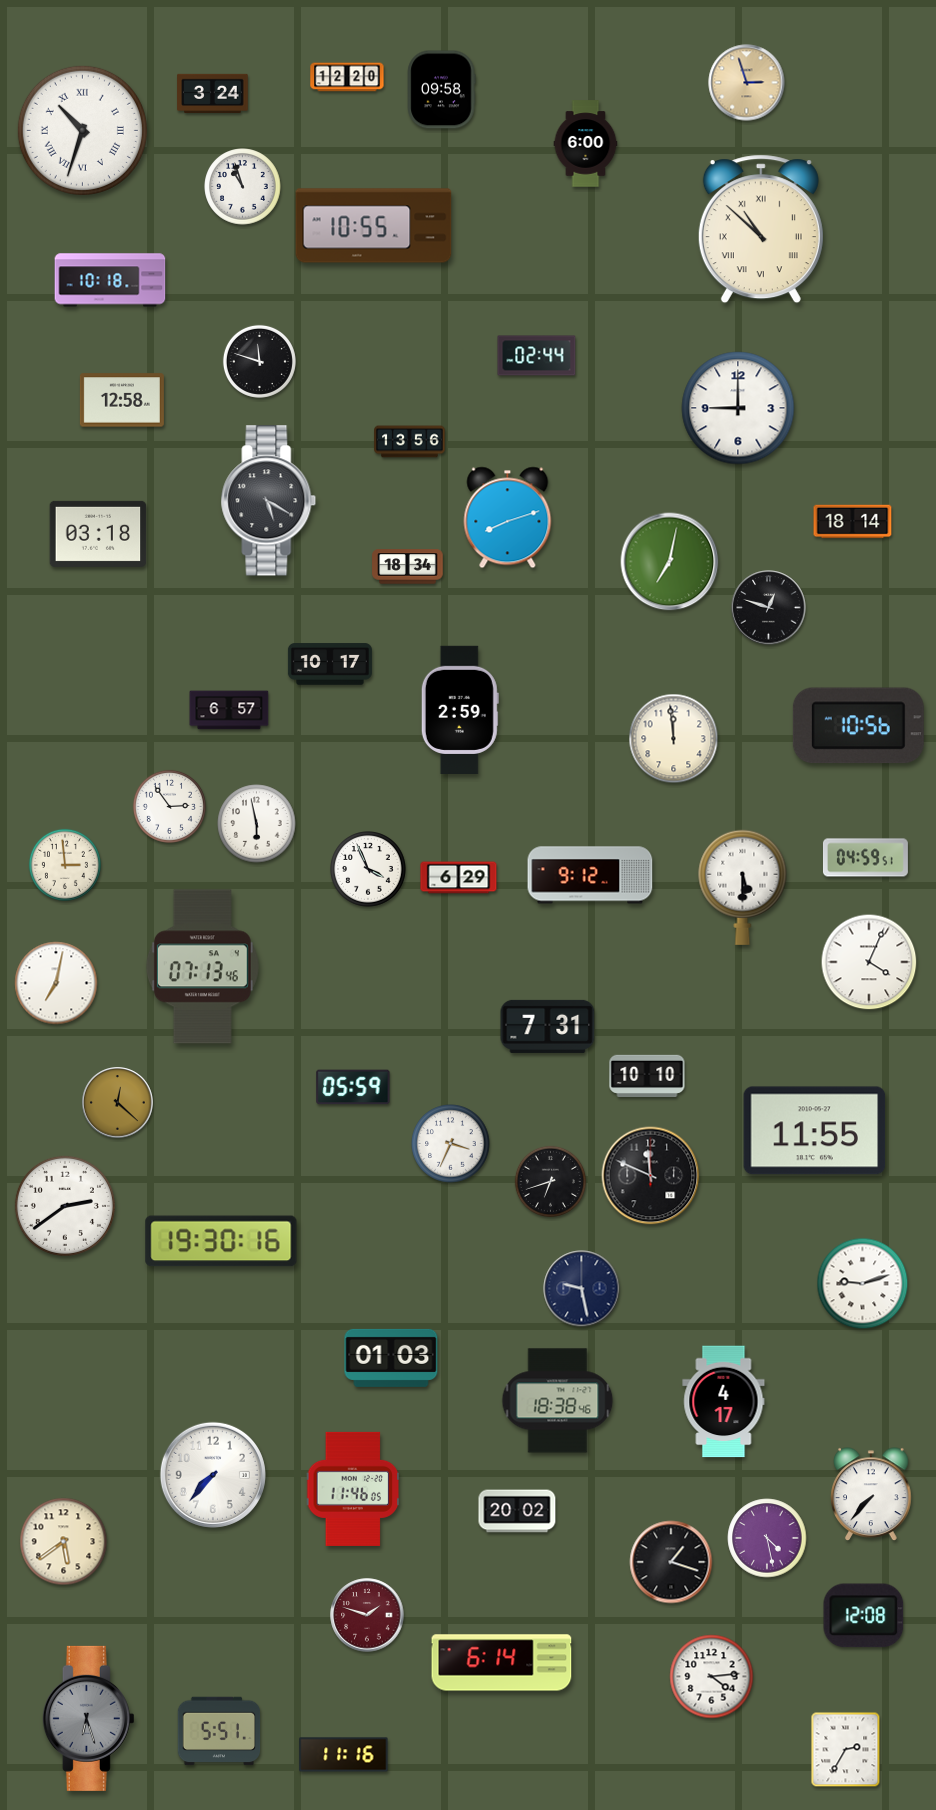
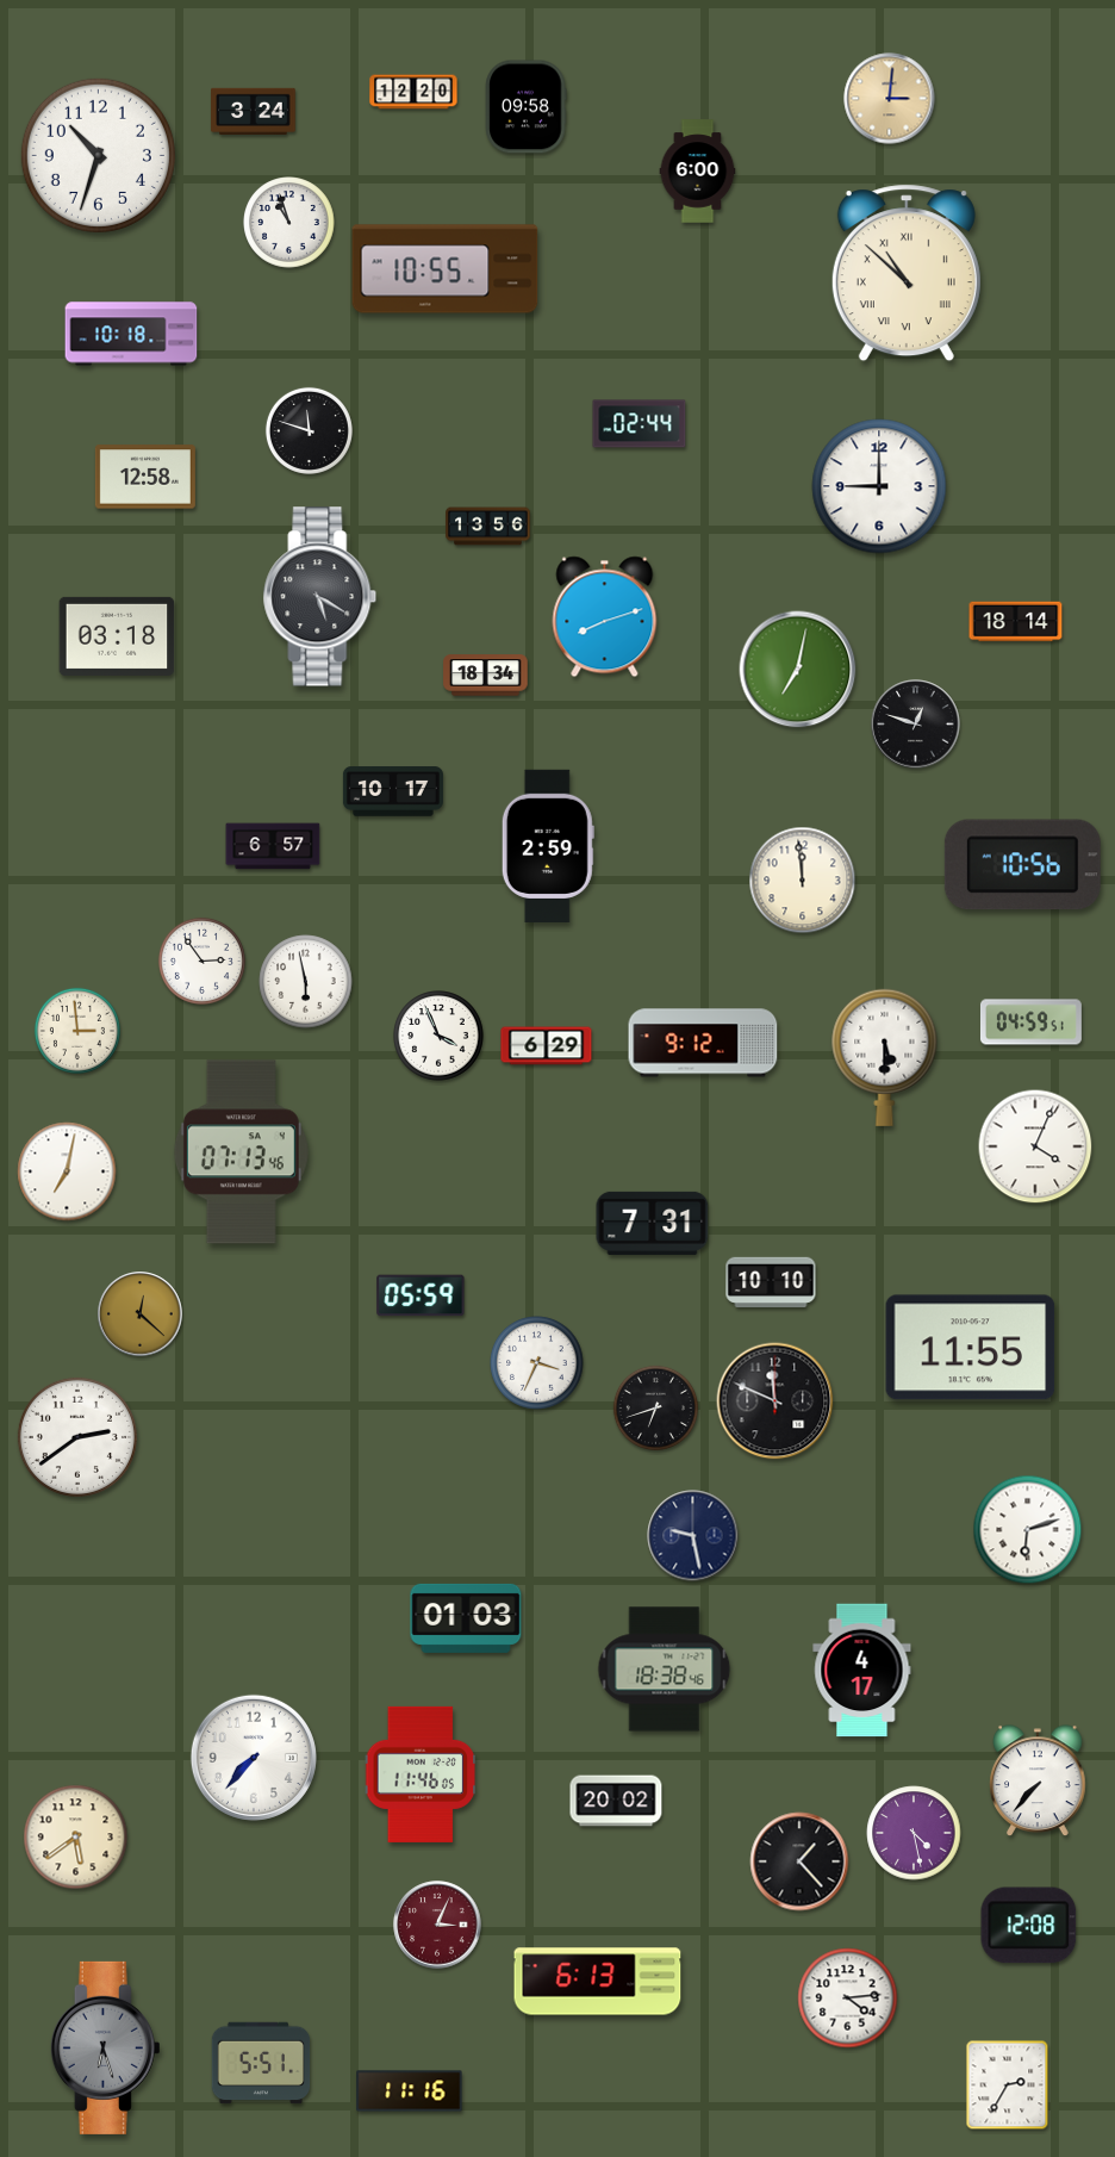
clock at (747, 83): 2:57 -> 3:01
clock at (82, 130) numerals: Roman -> Arabic
clock at (221, 1241): 19:30 -> none
clock at (863, 1284): 9:12 -> 6:12
clock at (671, 1562): 1:18 -> 1:23
clock at (367, 1615): 1:48 -> 3:04
clock at (502, 1663): 6:14 -> 6:13
